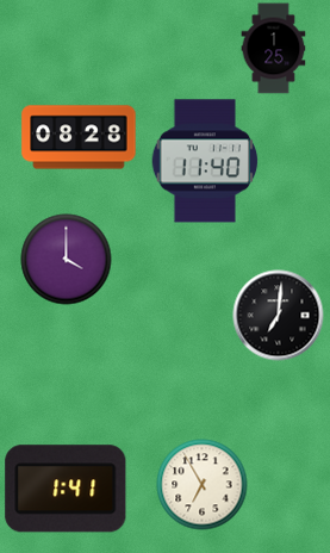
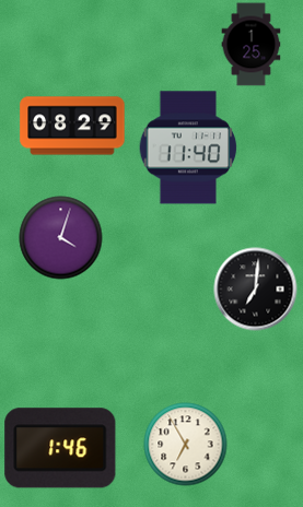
clock at (79, 137): 08:28 -> 08:29
clock at (67, 260): 4:00 -> 4:03
clock at (66, 489): 1:41 -> 1:46
